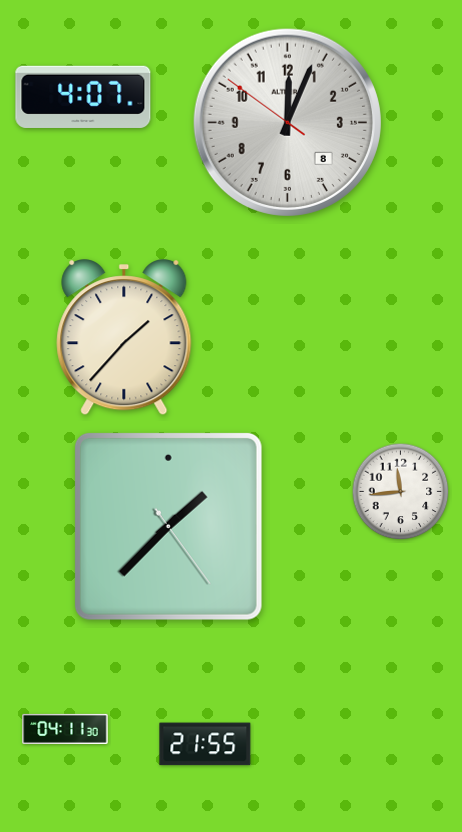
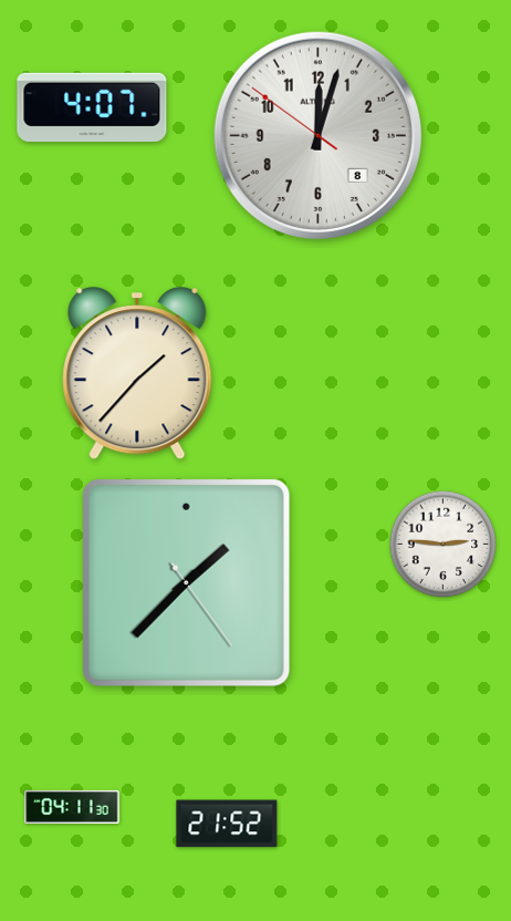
clock at (287, 122): 12:03 -> 12:02
clock at (401, 492): 11:44 -> 2:46
clock at (205, 744): 21:55 -> 21:52
